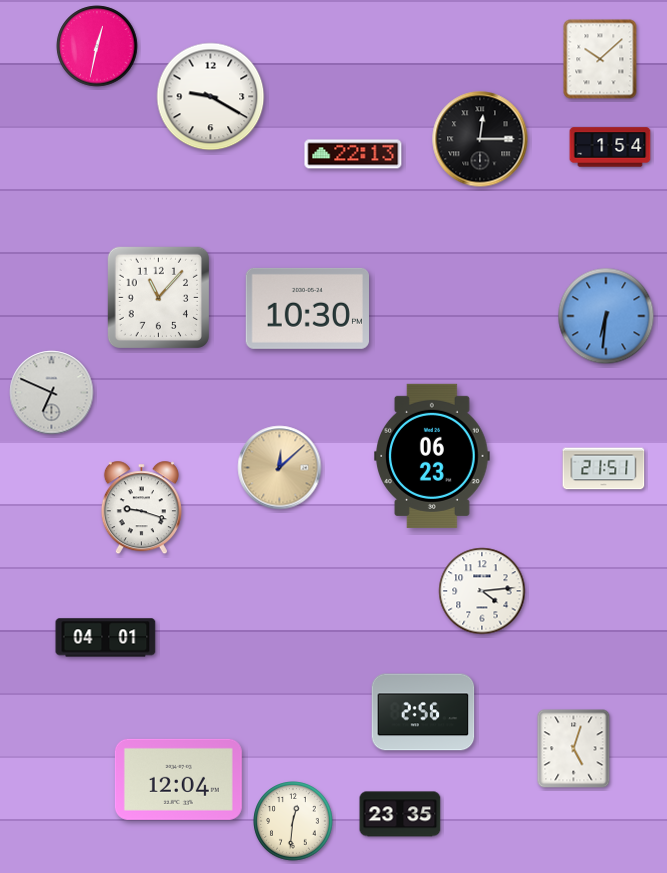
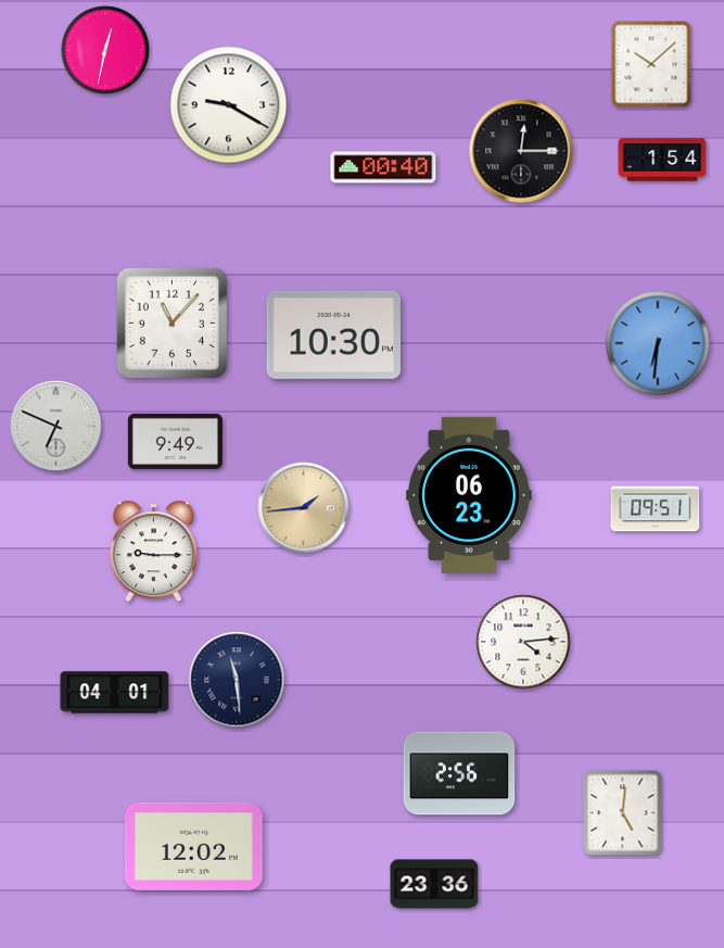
clock at (353, 154): 22:13 -> 00:40
clock at (175, 441): none -> 9:49
clock at (280, 468): 12:08 -> 1:44
clock at (604, 469): 21:51 -> 09:51
clock at (141, 508): 9:18 -> 9:15
clock at (237, 680): none -> 11:29
clock at (574, 749): 5:03 -> 5:01
clock at (178, 779): 12:04 -> 12:02
clock at (400, 814): 23:35 -> 23:36
clock at (293, 821): 12:31 -> none
